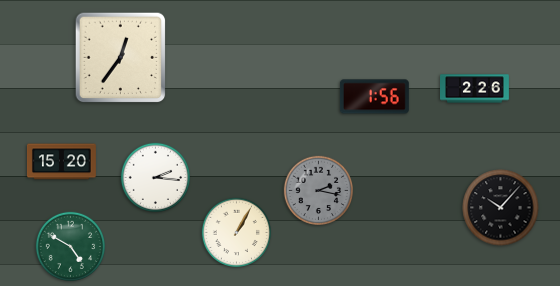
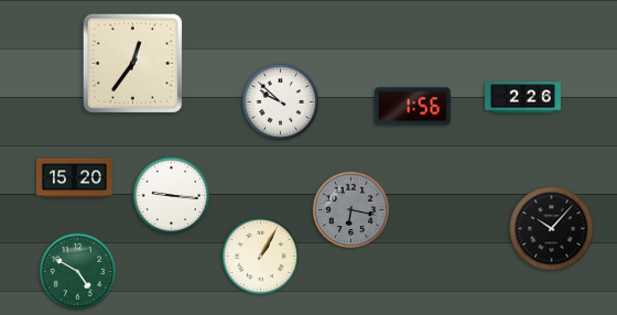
clock at (280, 101): none -> 9:52
clock at (62, 162) position: (62, 162) -> (75, 178)
clock at (155, 177): 2:16 -> 9:16
clock at (318, 190): 2:17 -> 6:17
